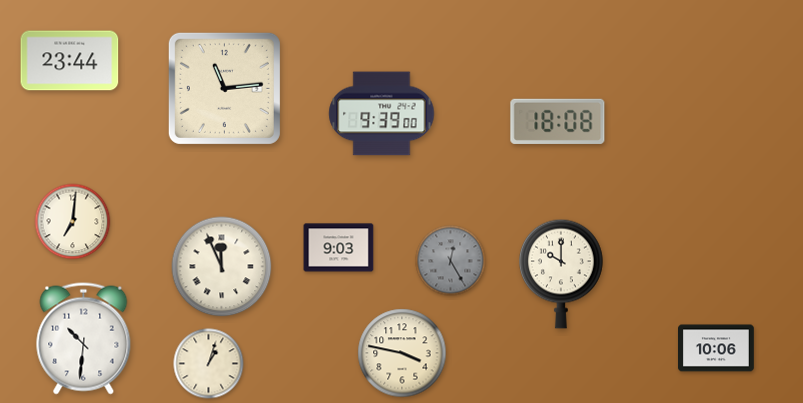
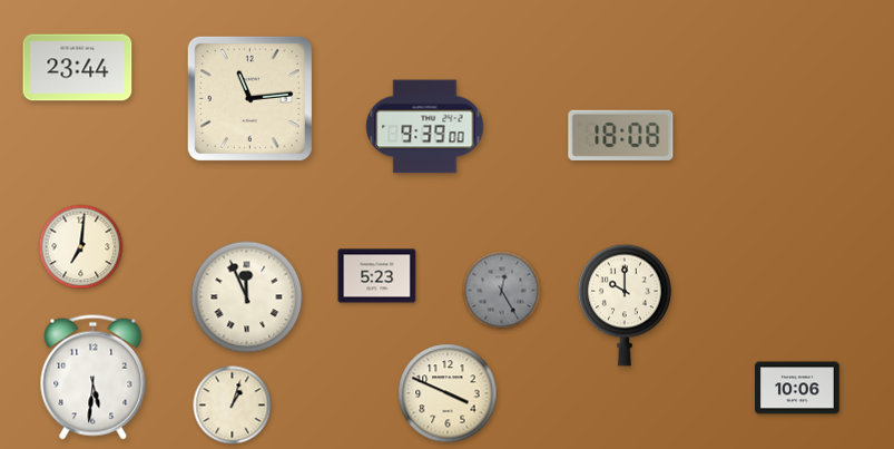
clock at (339, 248): 9:03 -> 5:23
clock at (84, 339): 10:31 -> 5:31
clock at (402, 353): 3:47 -> 3:49
